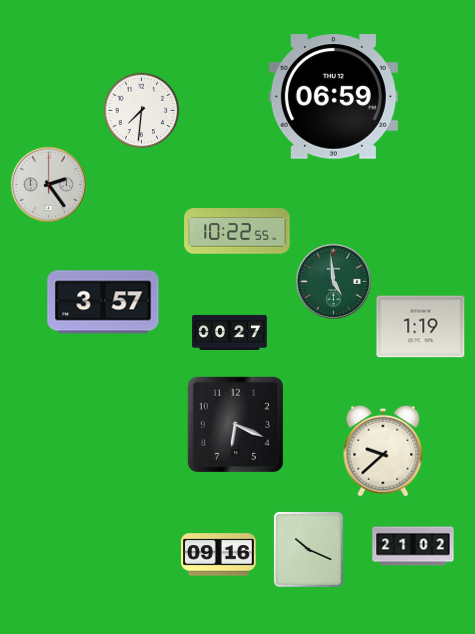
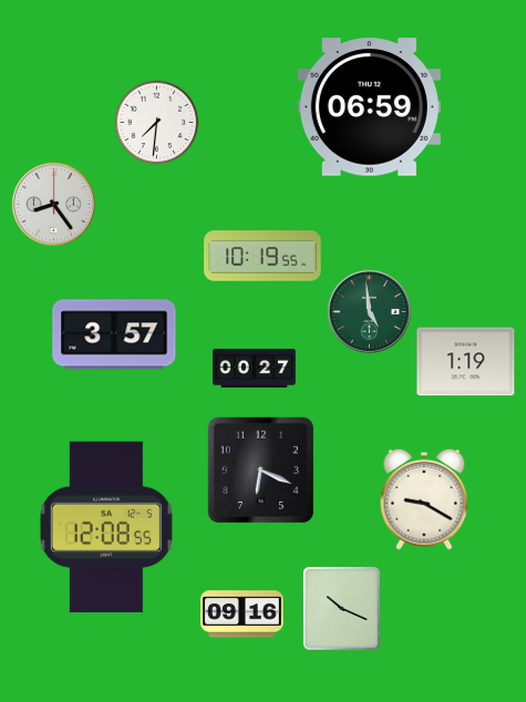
clock at (48, 184): 2:24 -> 8:24
clock at (237, 231): 10:22 -> 10:19
clock at (383, 451): 9:38 -> 9:20
clock at (106, 527): none -> 12:08
clock at (413, 546): 21:02 -> none
